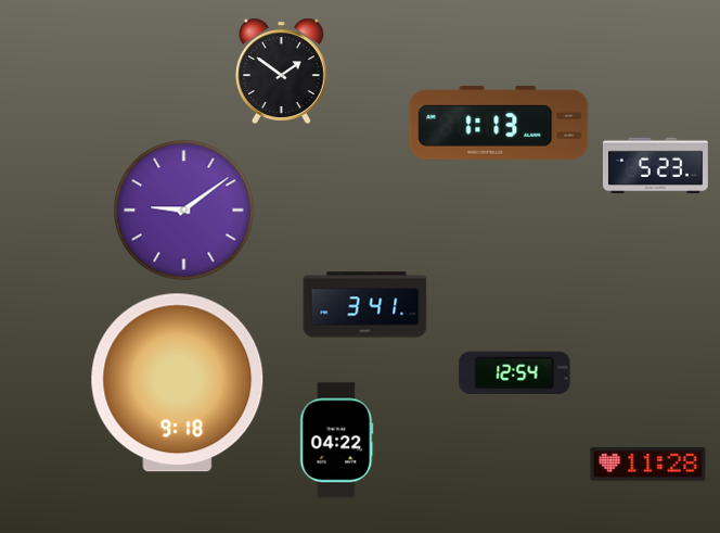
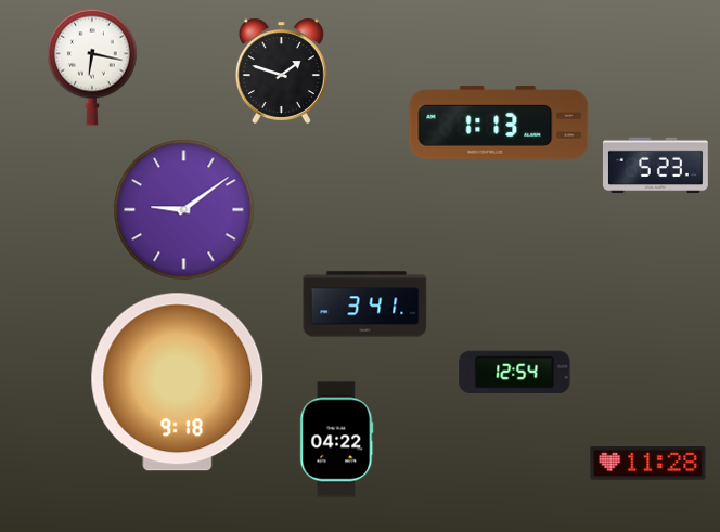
clock at (93, 67): none -> 6:17
clock at (281, 71): 1:51 -> 1:48
